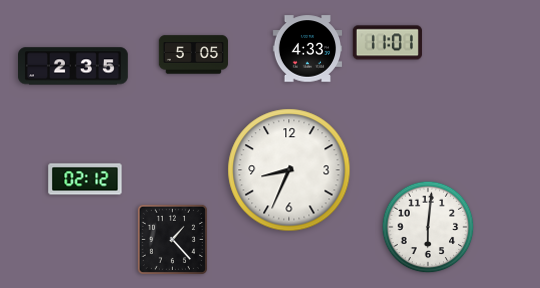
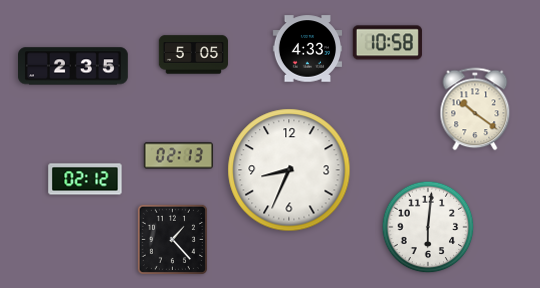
clock at (387, 43): 11:01 -> 10:58
clock at (475, 109): none -> 10:21
clock at (178, 156): none -> 02:13
